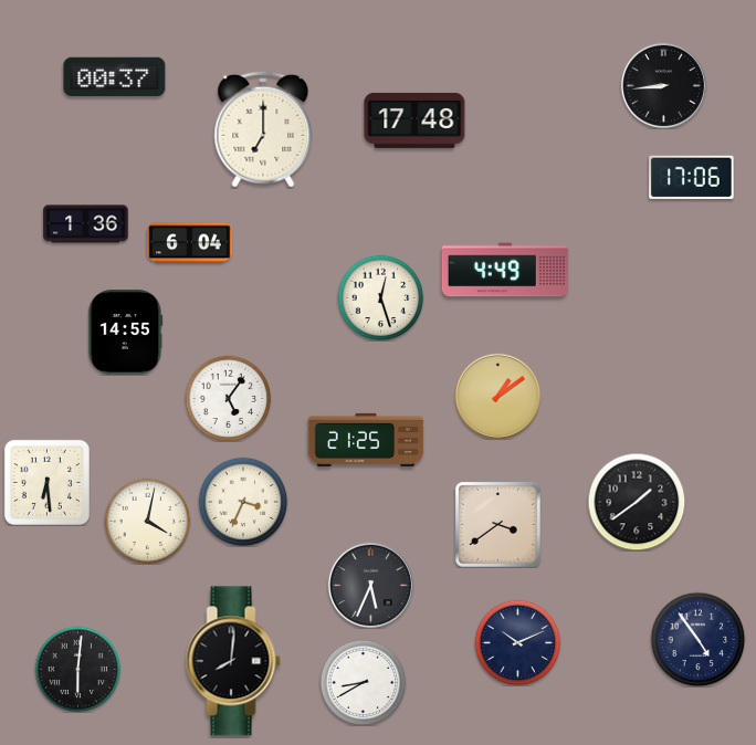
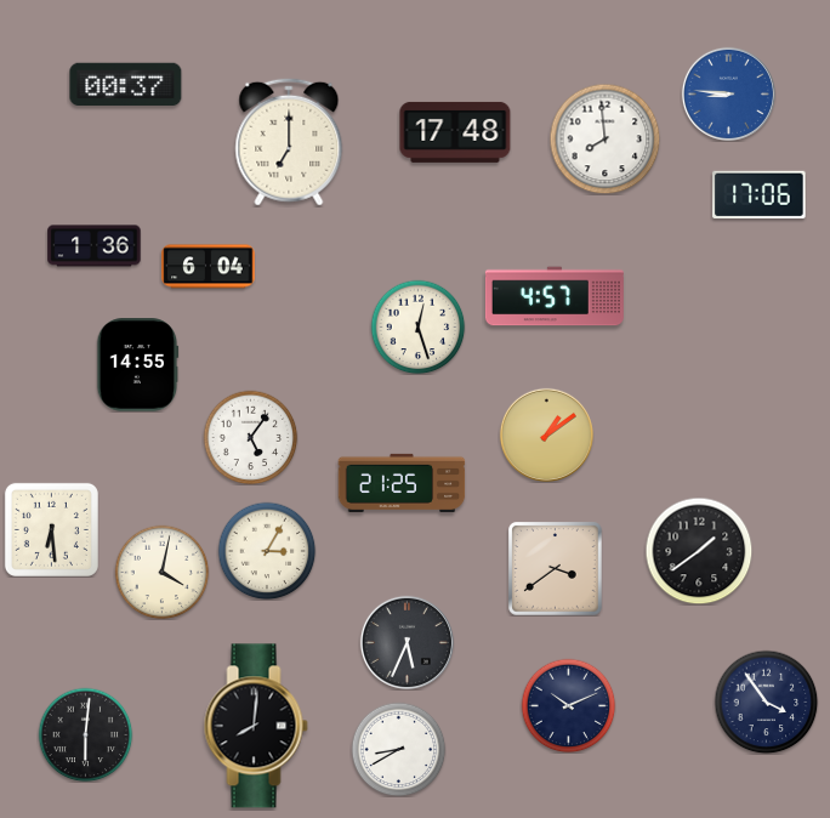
clock at (663, 85): 8:44 -> 8:46
clock at (663, 85) dial: black -> blue
clock at (604, 138): none -> 7:59
clock at (505, 270): 4:49 -> 4:57
clock at (243, 502): 3:34 -> 3:05
clock at (498, 525) position: (498, 525) -> (556, 569)
clock at (697, 639): 4:54 -> 3:54
